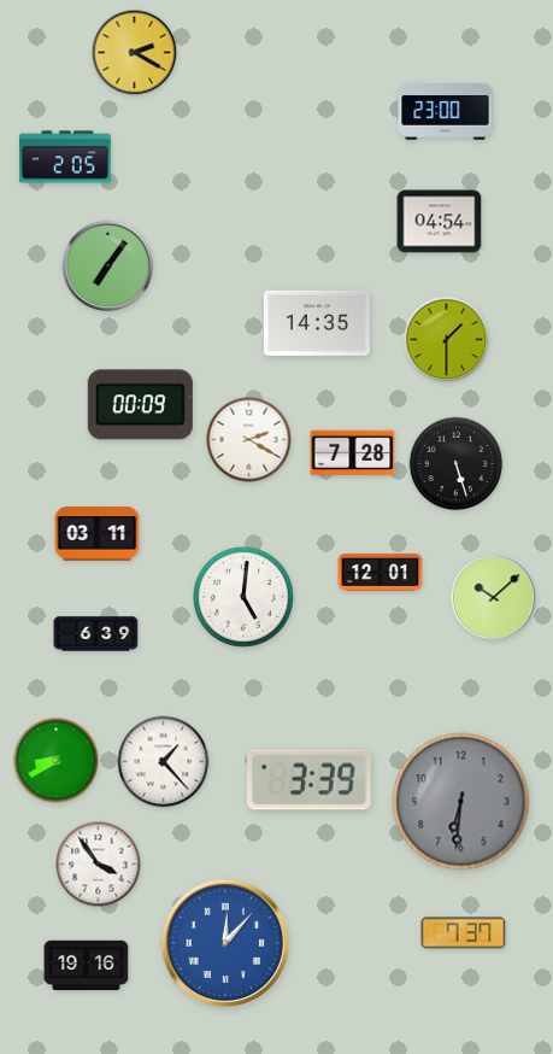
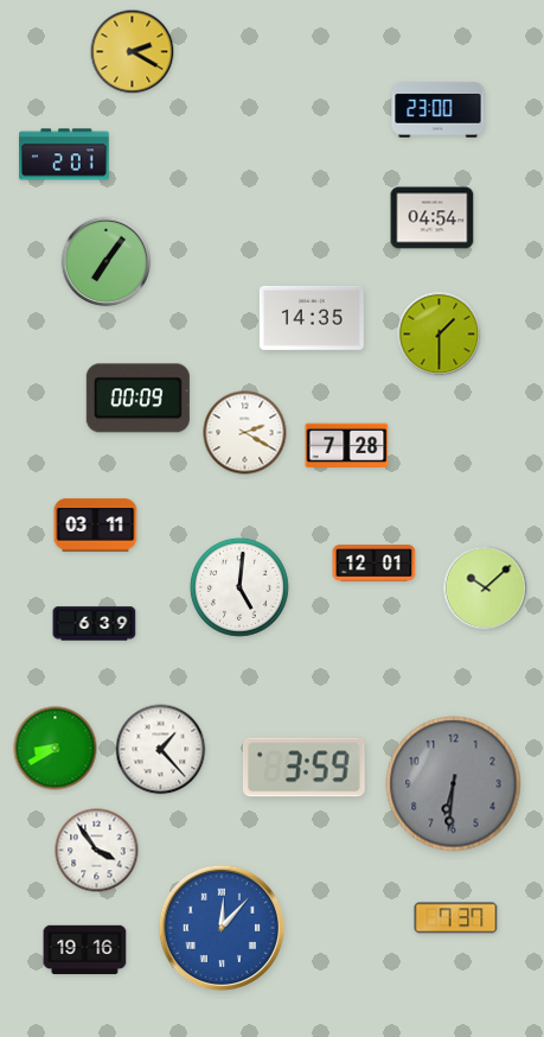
clock at (65, 157): 2:05 -> 2:01
clock at (457, 464): 5:27 -> none
clock at (310, 780): 3:39 -> 3:59
clock at (461, 802) position: (461, 802) -> (454, 784)
